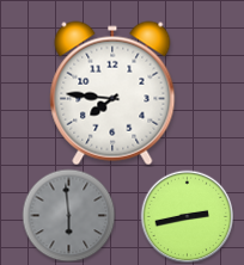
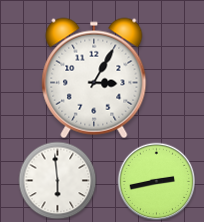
clock at (112, 93): 7:46 -> 3:05
clock at (68, 215) dial: grey -> white
